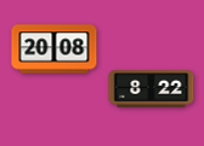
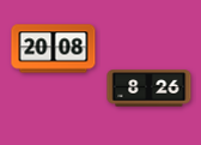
clock at (152, 89): 8:22 -> 8:26
